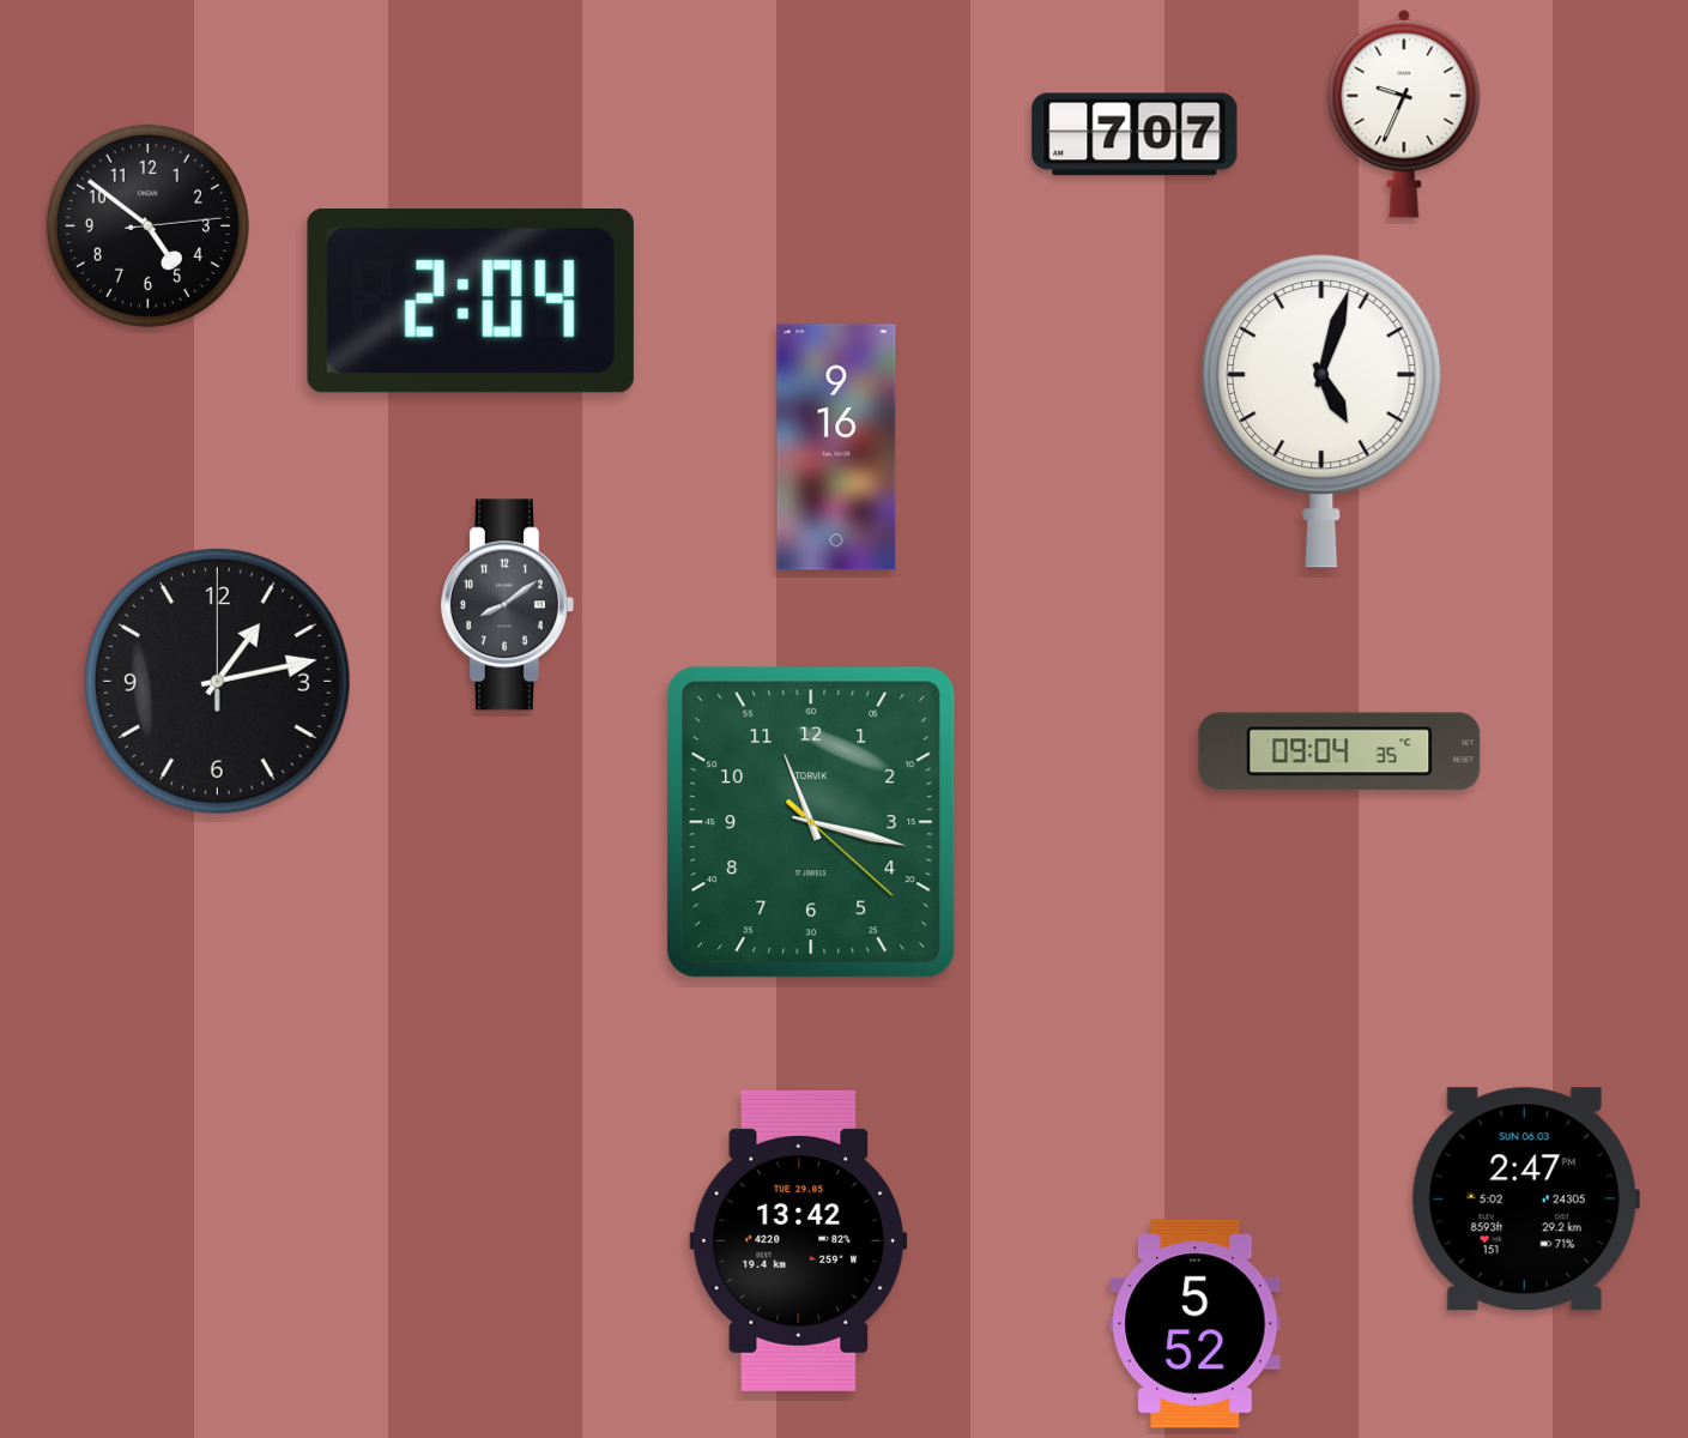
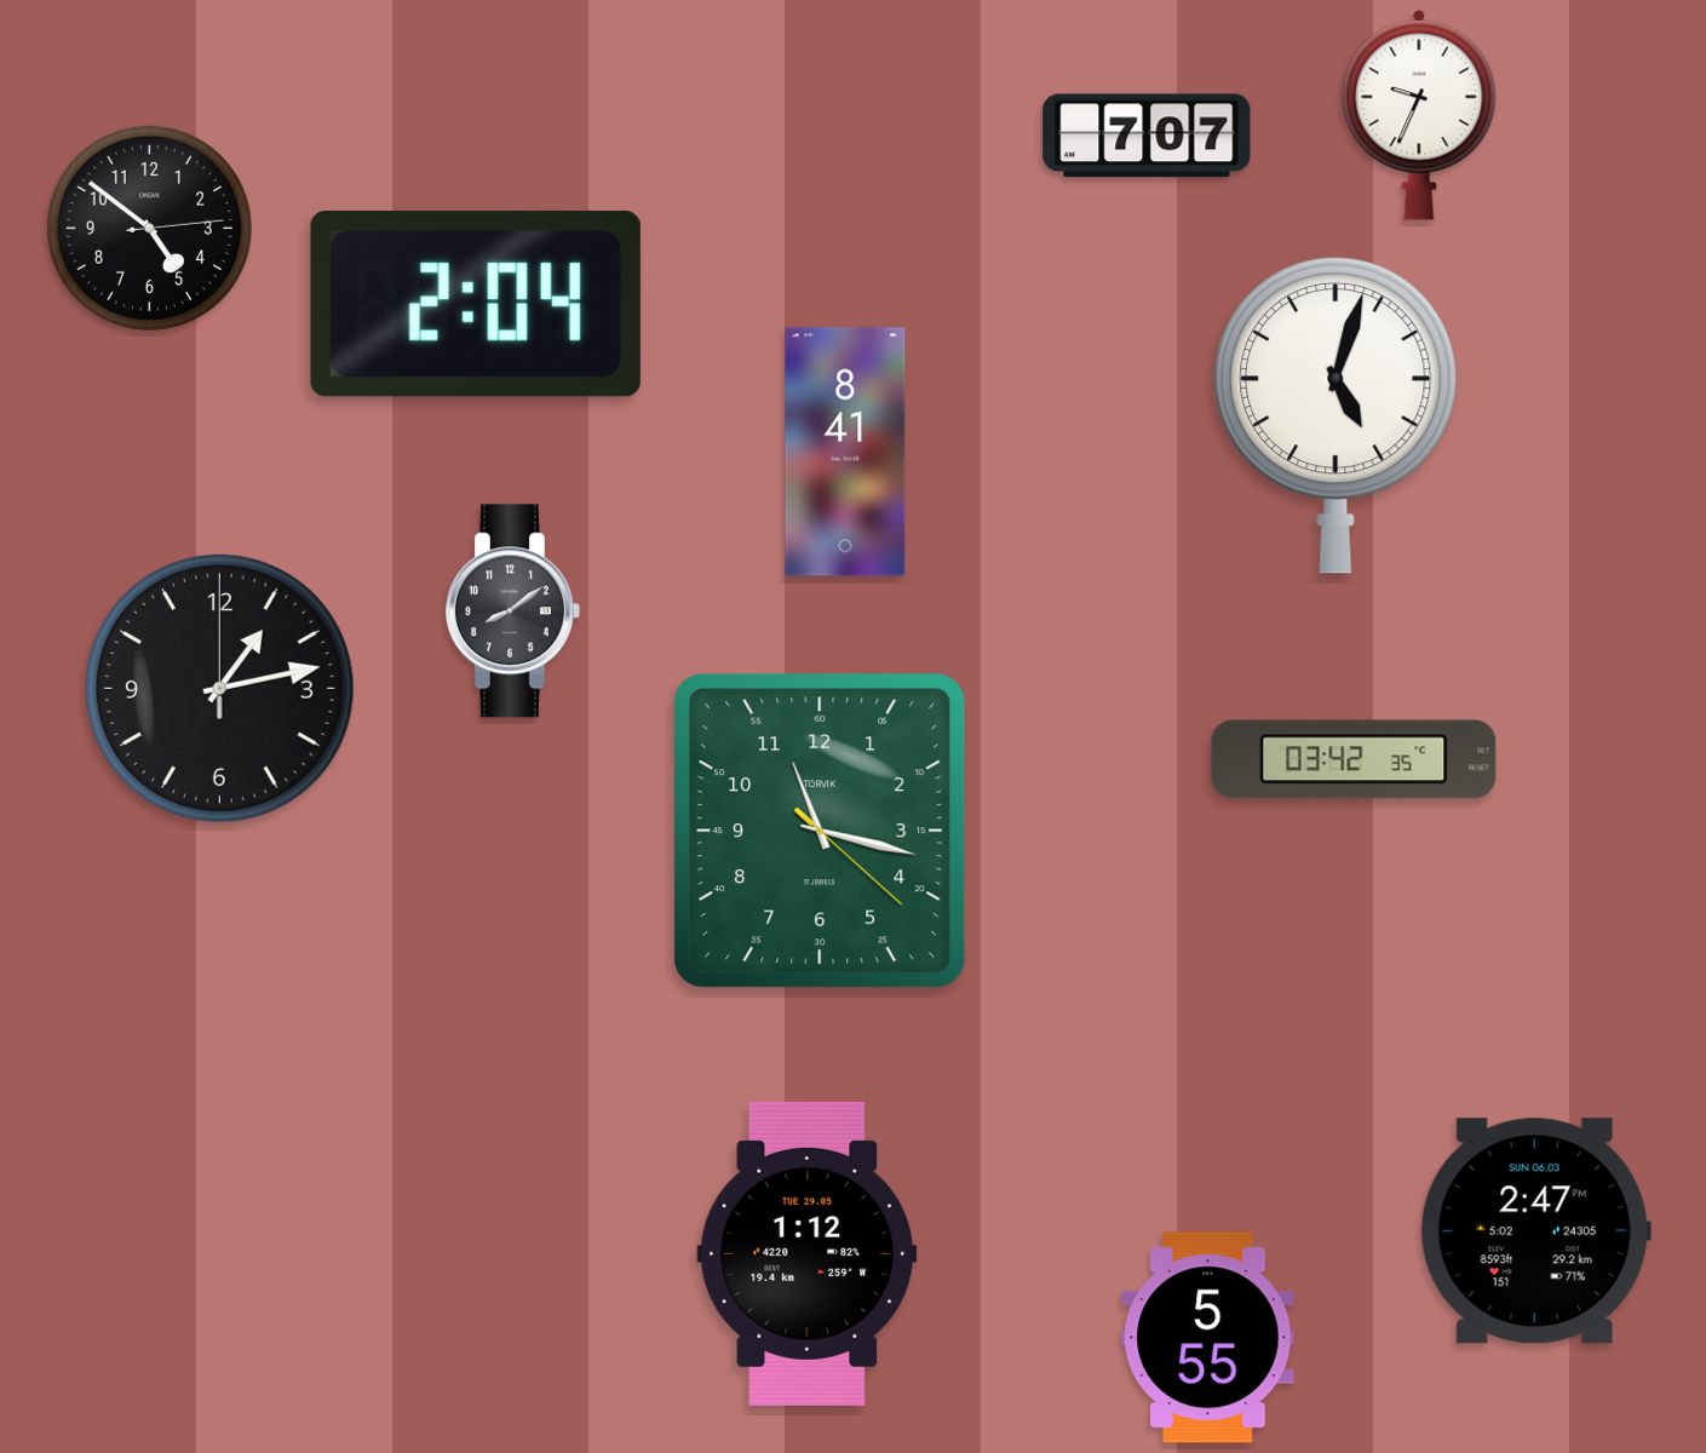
clock at (836, 447): 9:16 -> 8:41
clock at (1339, 751): 09:04 -> 03:42
clock at (1525, 1200) position: (1525, 1200) -> (1535, 1231)
clock at (799, 1240): 13:42 -> 1:12
clock at (1196, 1324): 5:52 -> 5:55
